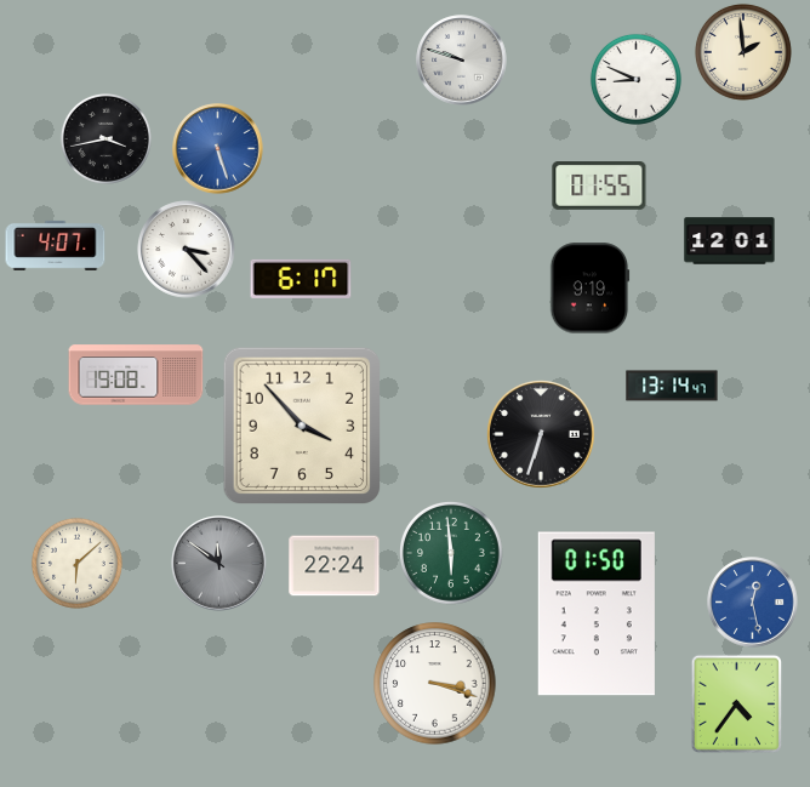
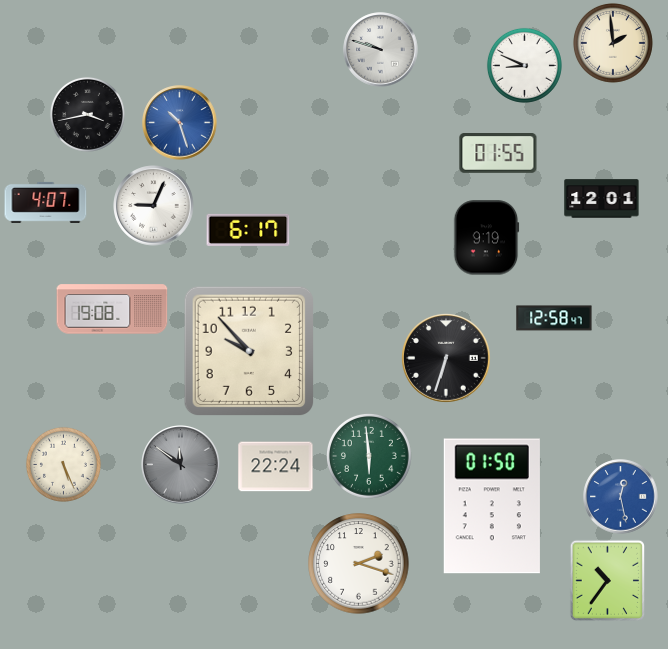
clock at (218, 149): 5:27 -> 10:27
clock at (599, 187) position: (599, 187) -> (498, 154)
clock at (187, 250): 3:23 -> 9:04
clock at (672, 386): 13:14 -> 12:58
clock at (302, 426): 3:53 -> 9:53
clock at (452, 554) position: (452, 554) -> (370, 457)
clock at (76, 563): 6:08 -> 5:26
clock at (435, 684): 3:18 -> 2:18
clock at (737, 705): 4:36 -> 10:36
